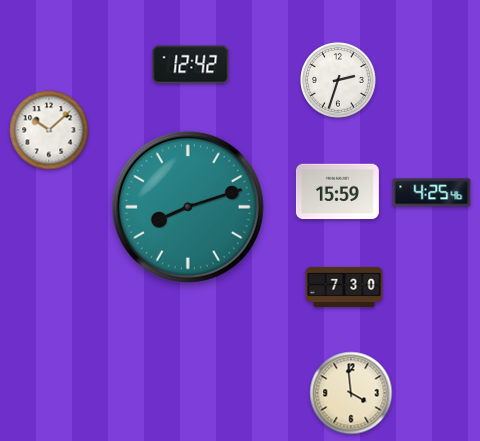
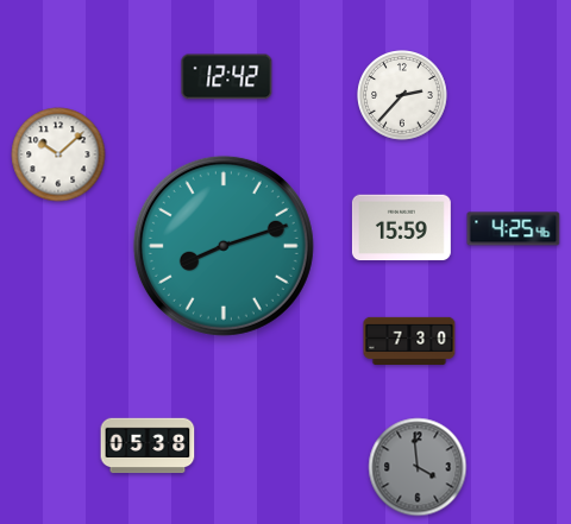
clock at (338, 80): 2:33 -> 2:37
clock at (148, 446): none -> 05:38
clock at (351, 393) dial: cream -> grey
